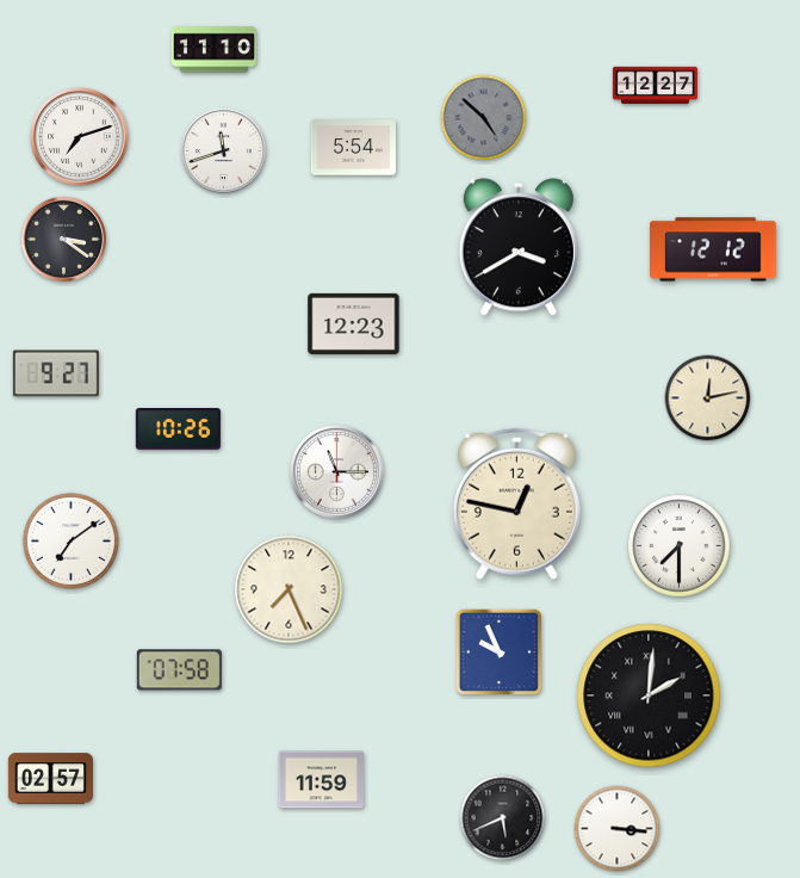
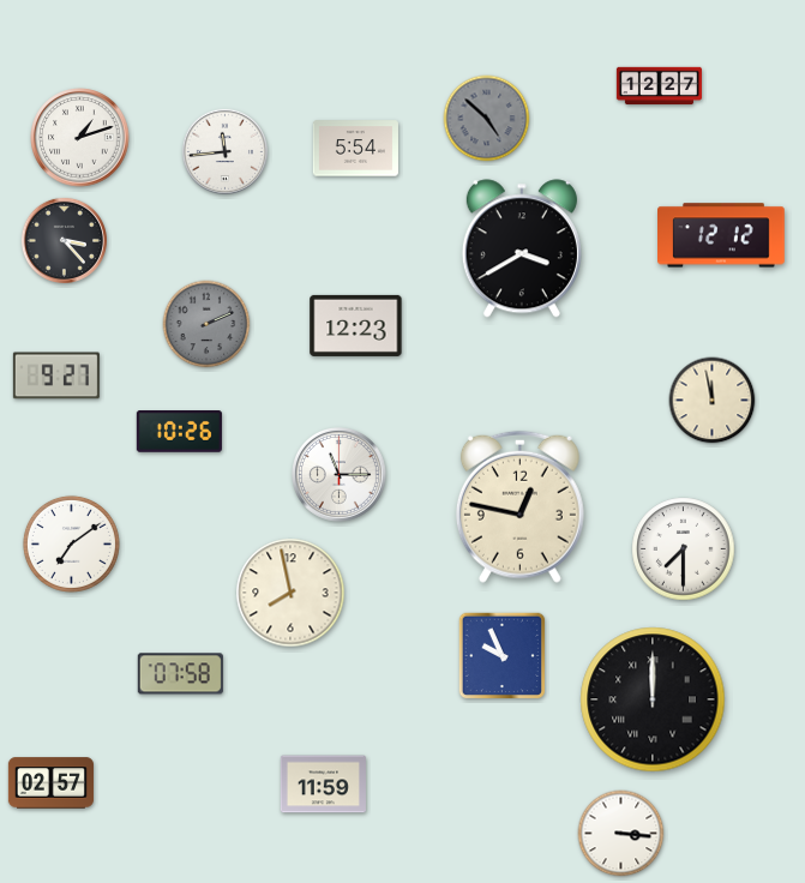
clock at (213, 50): 11:10 -> none
clock at (80, 137): 7:12 -> 1:12
clock at (223, 150): 11:42 -> 11:44
clock at (63, 239): 3:21 -> 3:23
clock at (714, 249) position: (714, 249) -> (722, 235)
clock at (206, 324): none -> 2:11
clock at (708, 398): 12:13 -> 11:58
clock at (289, 589): 7:26 -> 7:58
clock at (649, 695): 2:01 -> 12:00
clock at (503, 818): 5:41 -> none
